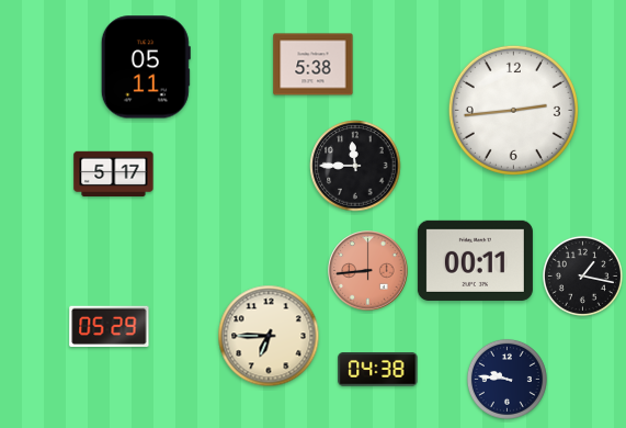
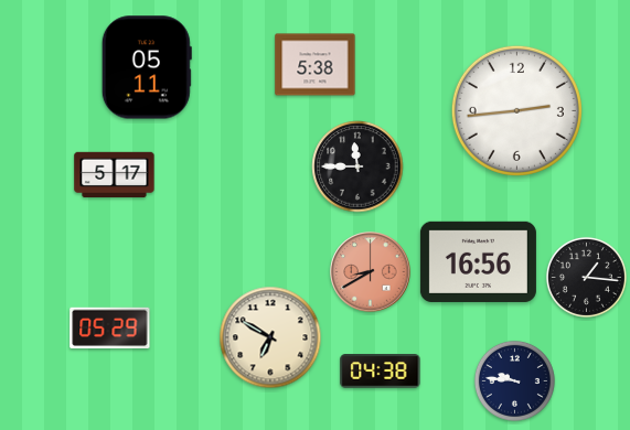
clock at (475, 260): 00:11 -> 16:56
clock at (368, 271): 8:44 -> 8:40
clock at (582, 275): 1:17 -> 1:16
clock at (269, 336): 6:45 -> 6:50
clock at (507, 379) position: (507, 379) -> (514, 380)
